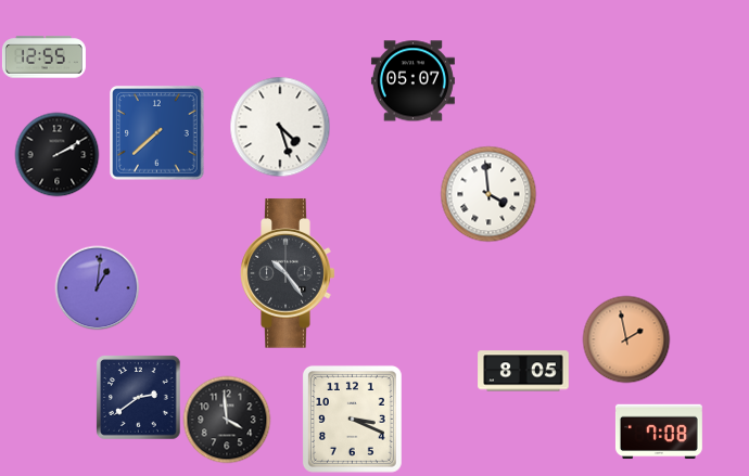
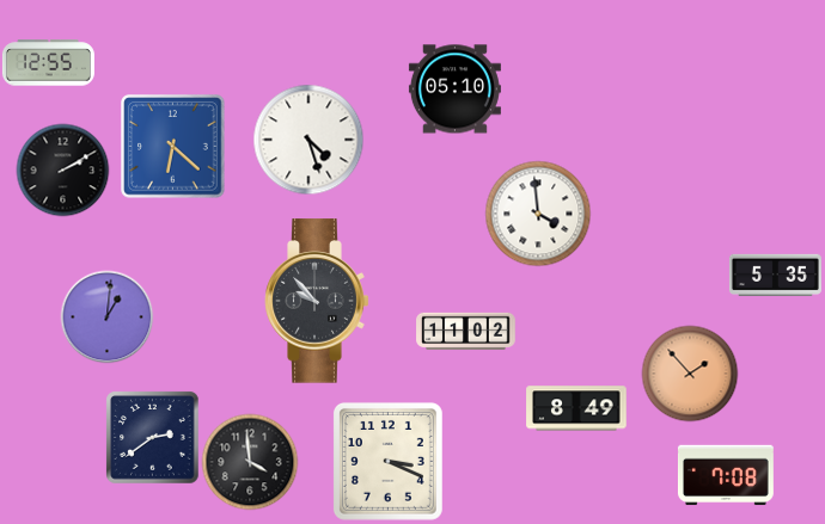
clock at (412, 81): 05:07 -> 05:10
clock at (157, 133): 7:38 -> 6:22
clock at (775, 275): none -> 5:35
clock at (288, 273): 10:24 -> 9:53
clock at (466, 332): none -> 11:02
clock at (626, 339): 1:58 -> 1:53
clock at (523, 371): 8:05 -> 8:49
